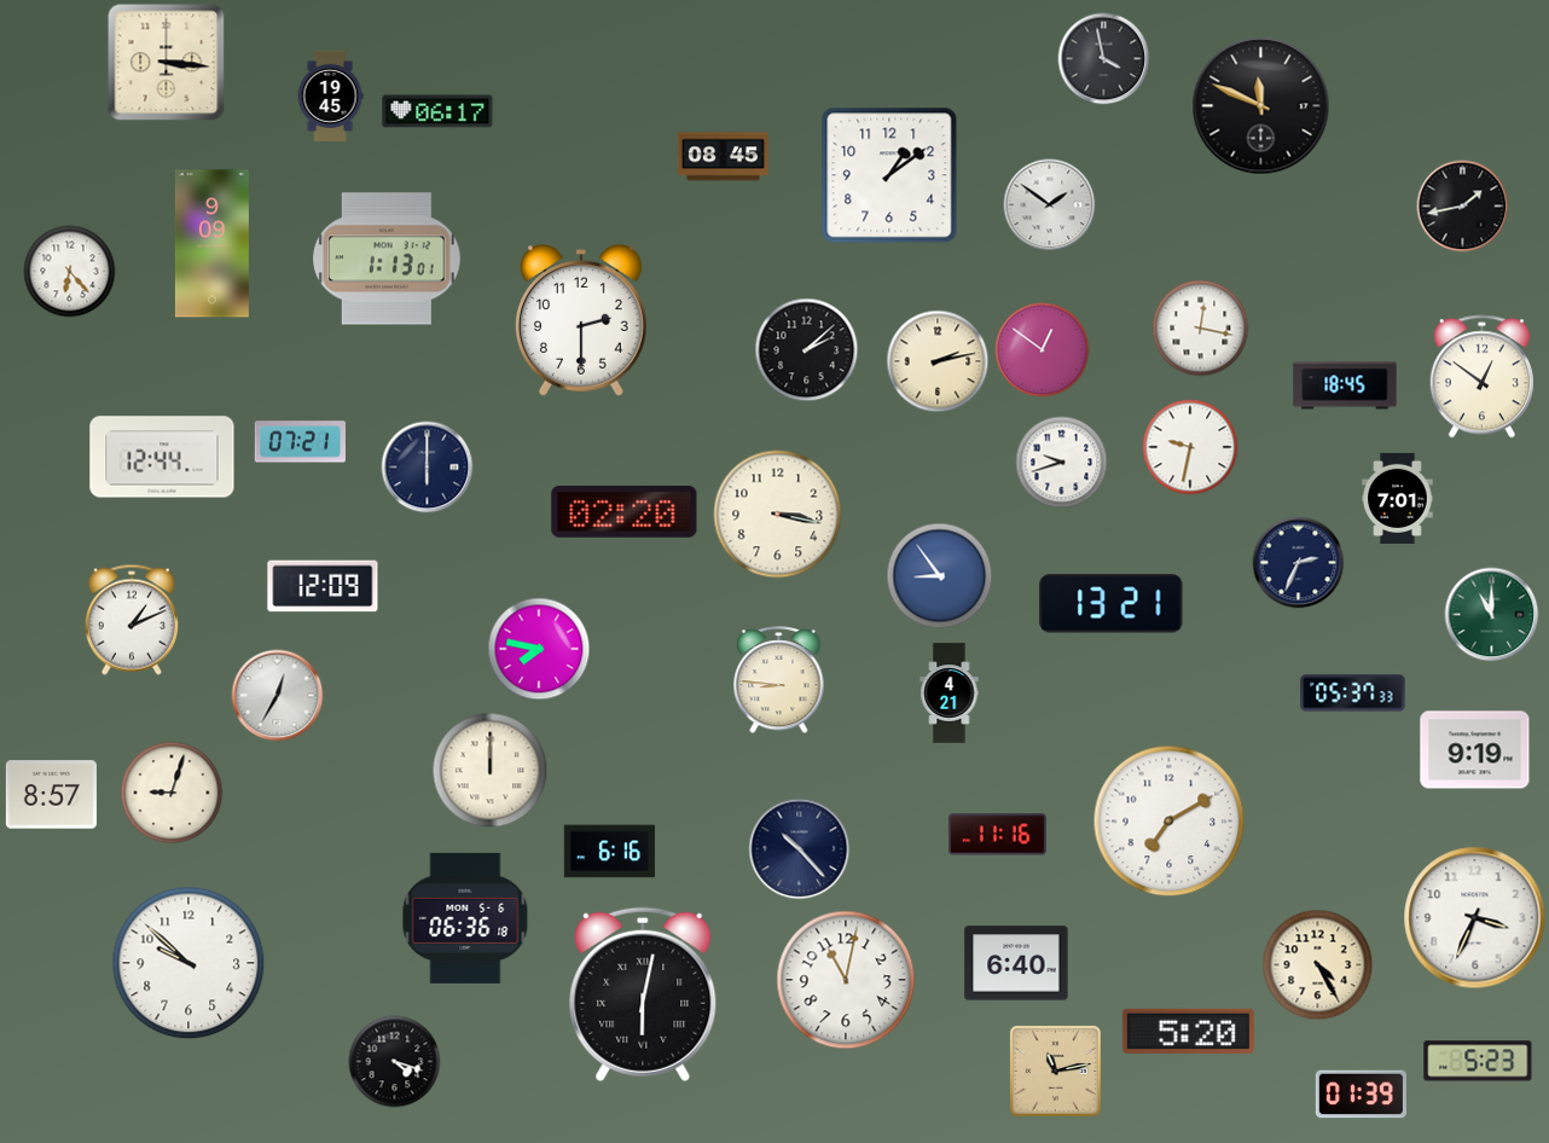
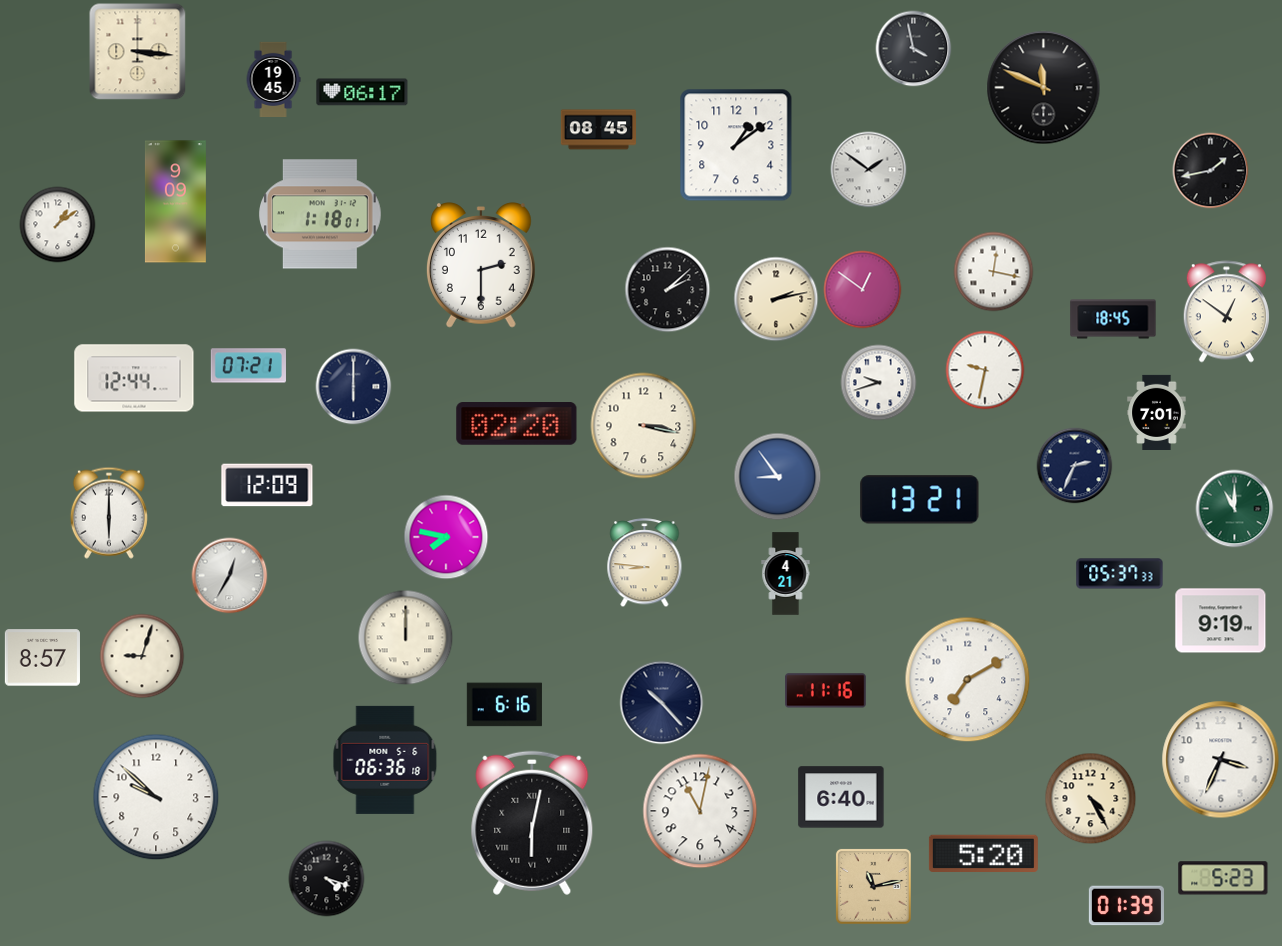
clock at (388, 259): 1:13 -> 1:18
clock at (70, 272): 6:23 -> 1:09
clock at (132, 620): 1:11 -> 6:00
